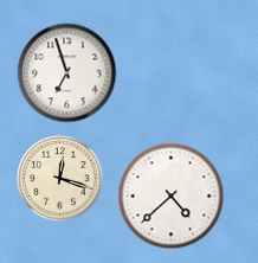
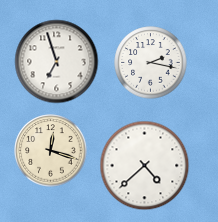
clock at (151, 63): none -> 2:17
